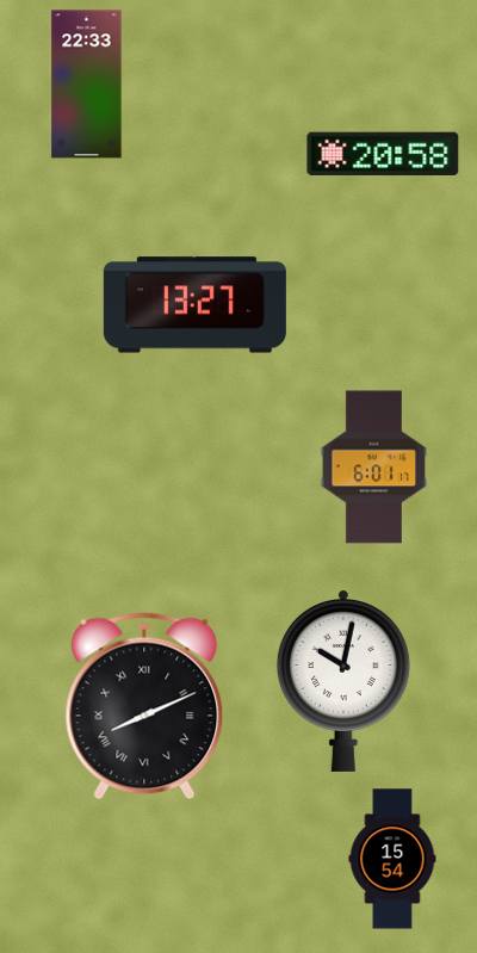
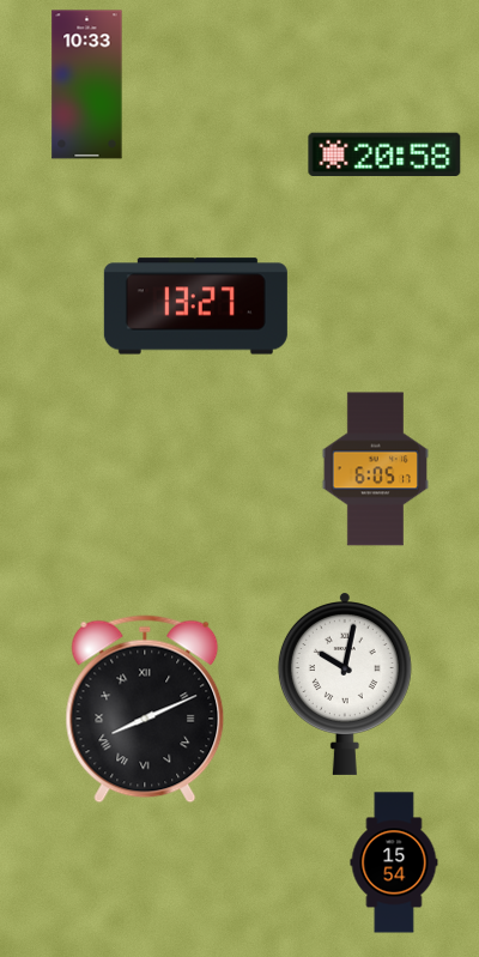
clock at (87, 85): 22:33 -> 10:33
clock at (373, 468): 6:01 -> 6:05
